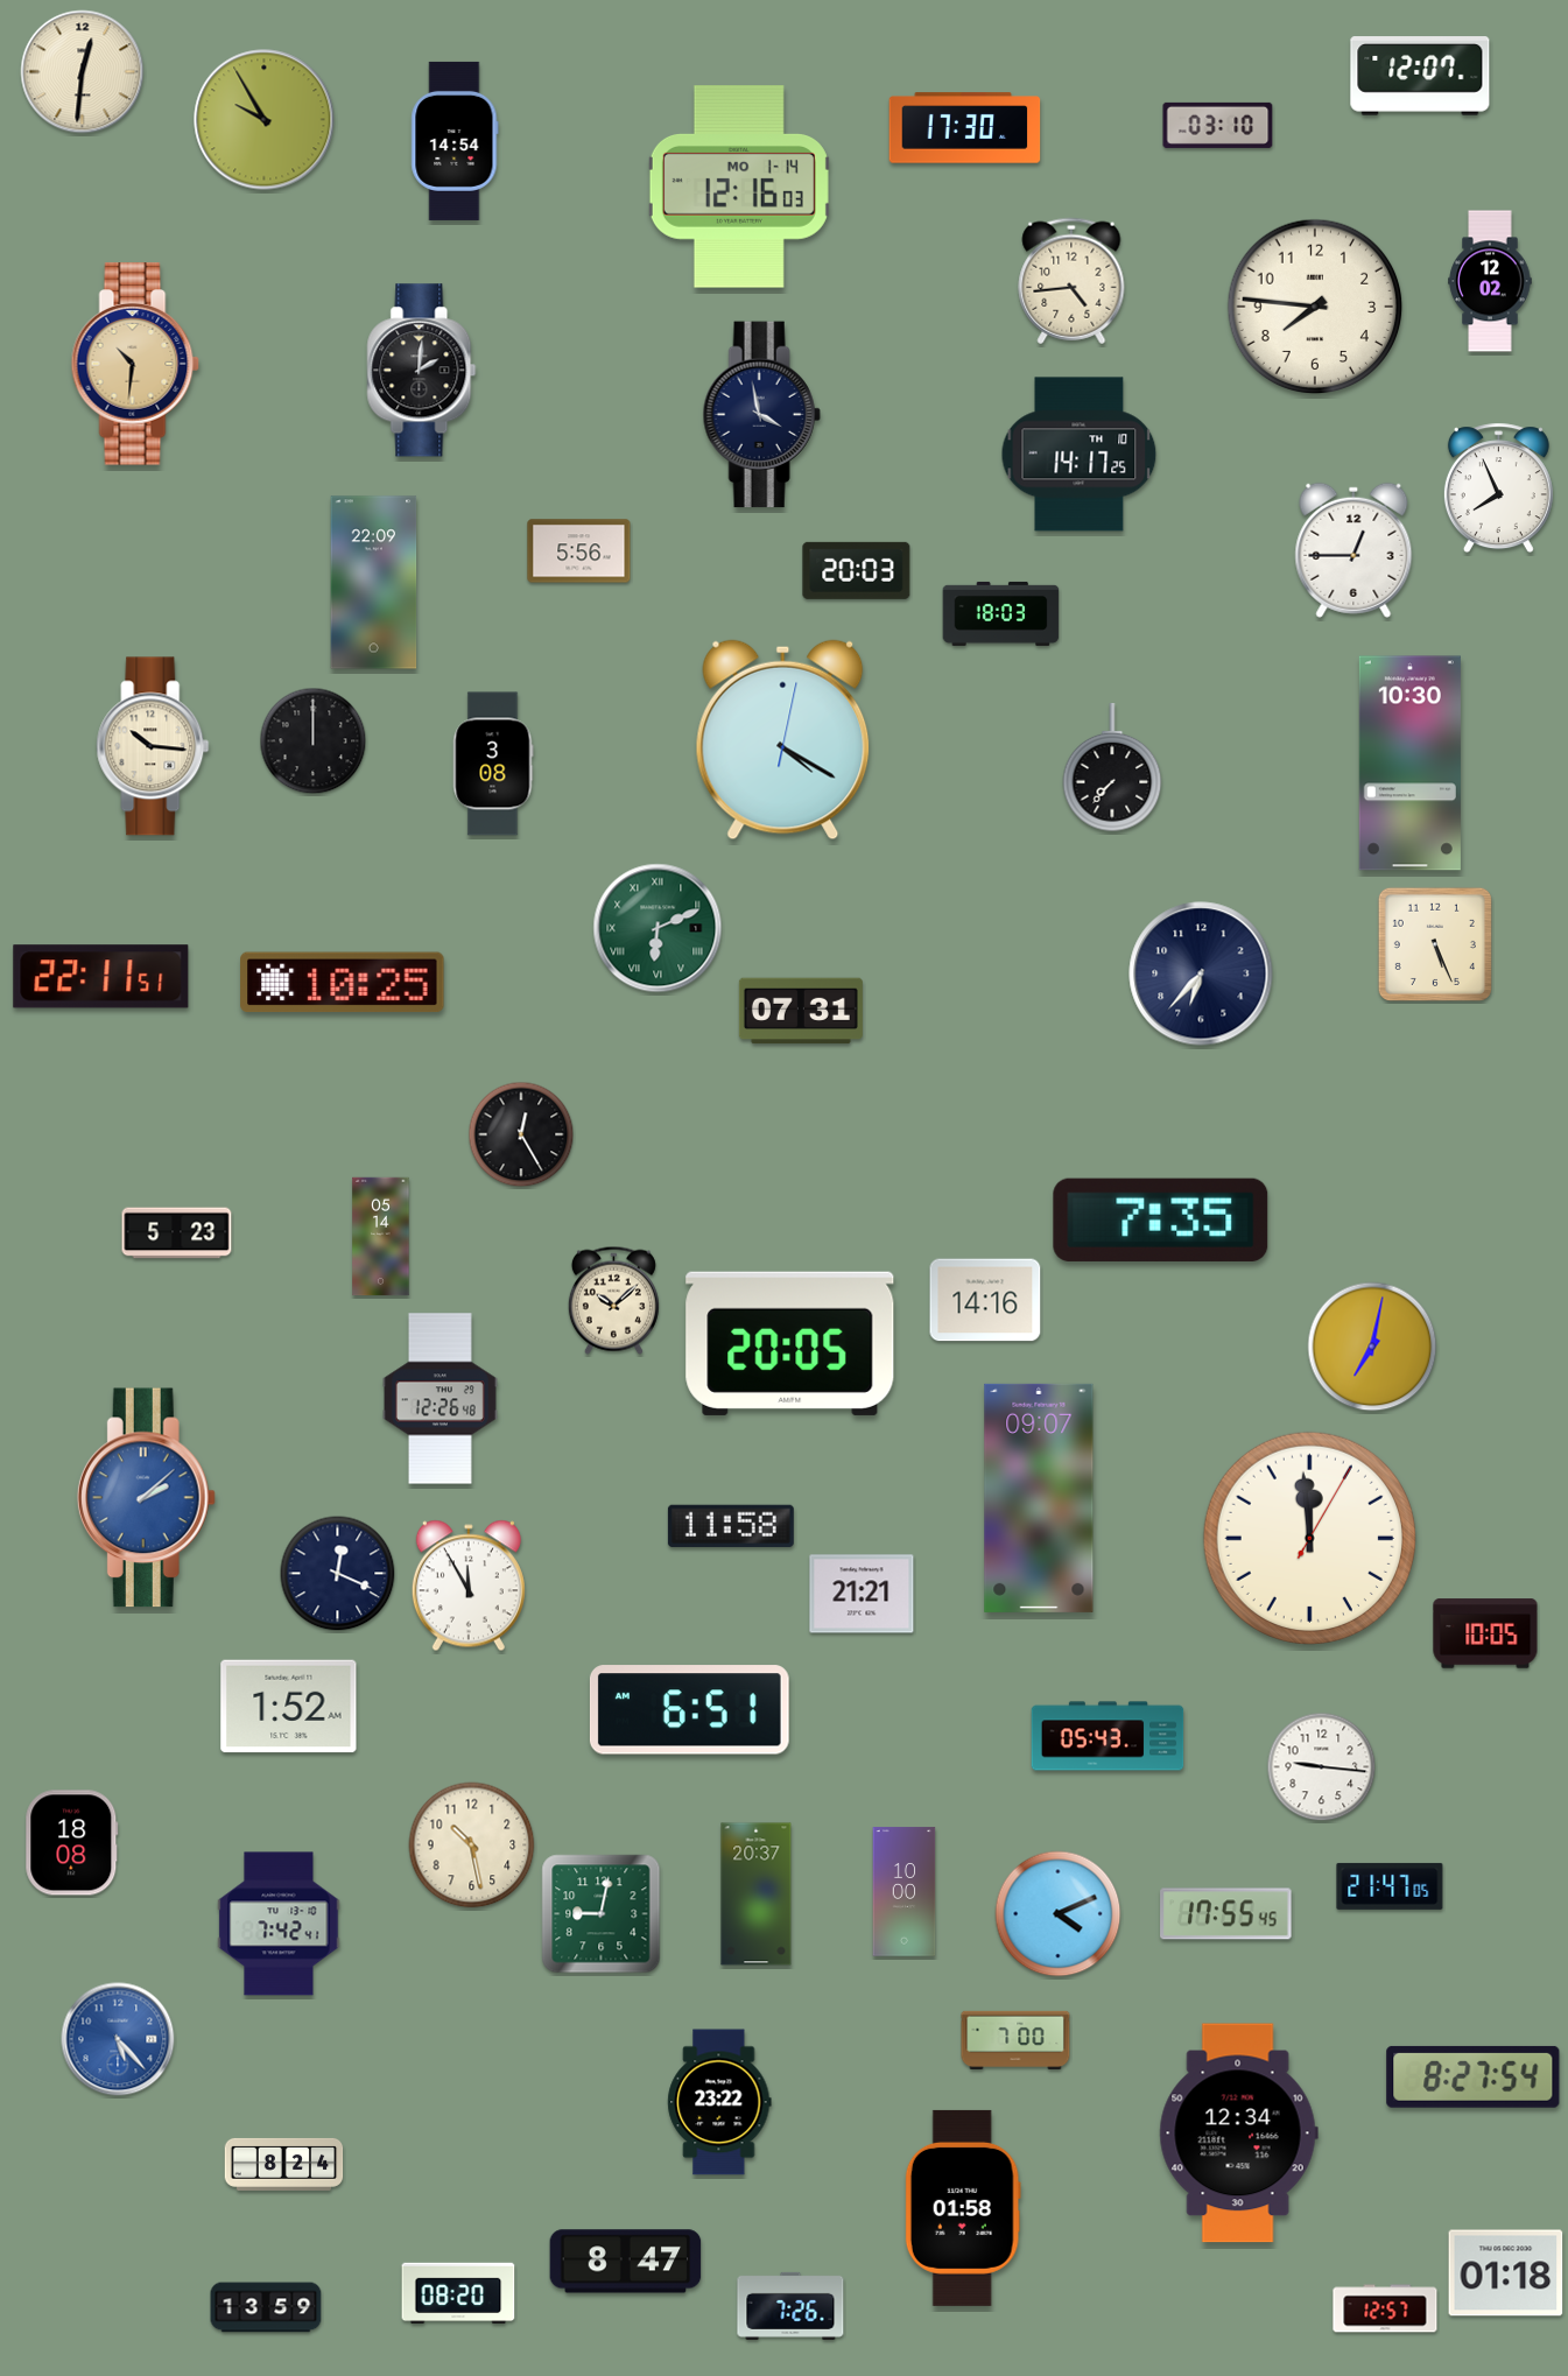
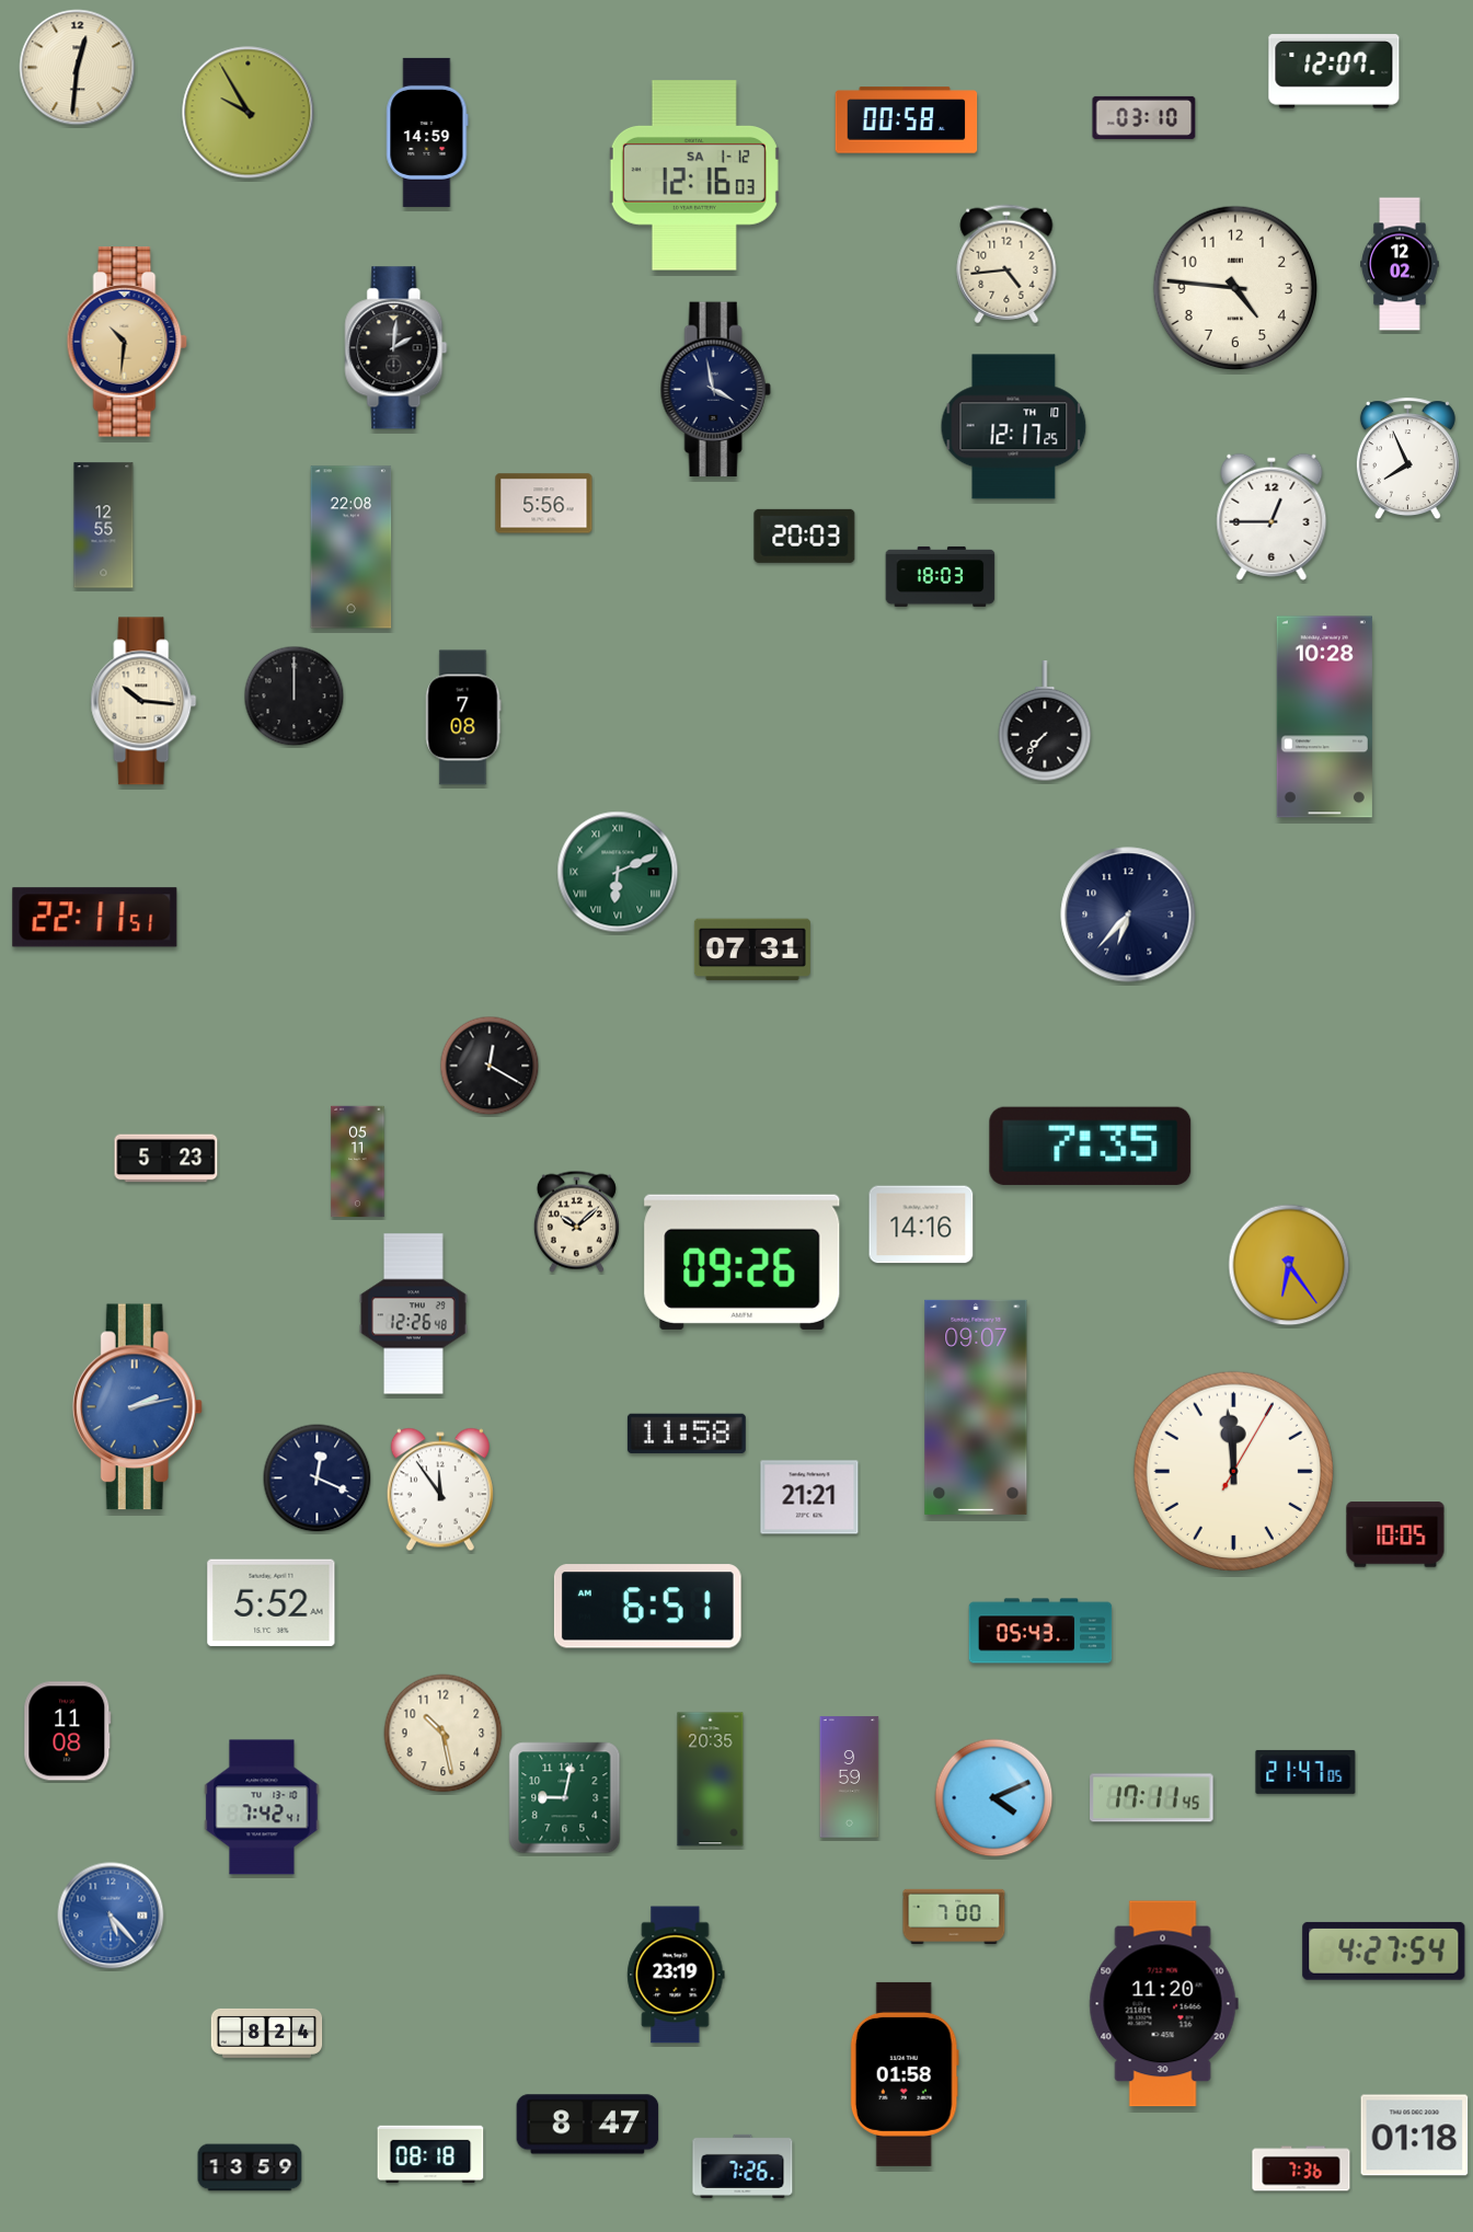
clock at (965, 128): 17:30 -> 00:58
clock at (455, 141): 14:54 -> 14:59
clock at (739, 187) date: MO 1-14 -> SA 1-12
clock at (1315, 307): 7:46 -> 4:46
clock at (1080, 455): 14:17 -> 12:17
clock at (579, 551) position: (579, 551) -> (544, 504)
clock at (104, 526): none -> 12:55
clock at (374, 583): 22:09 -> 22:08
clock at (783, 740): 4:20 -> none
clock at (493, 764): 3:08 -> 7:08
clock at (1409, 764): 10:30 -> 10:28
clock at (1435, 944): 5:26 -> none
clock at (343, 983): 10:25 -> none
clock at (521, 1134): 12:25 -> 12:20
clock at (381, 1237): 05:14 -> 05:11
clock at (985, 1300) position: (985, 1300) -> (921, 1224)
clock at (790, 1343): 20:05 -> 09:26
clock at (1372, 1347): 7:02 -> 6:24
clock at (146, 1498): 2:08 -> 2:13
clock at (1309, 1538) position: (1309, 1538) -> (1233, 1471)
clock at (469, 1586): 11:55 -> 11:54
clock at (289, 1707): 1:52 -> 5:52
clock at (1322, 1767): 9:16 -> none
clock at (72, 1843): 18:08 -> 11:08
clock at (905, 1892): 10:00 -> 9:59
clock at (757, 1895): 20:37 -> 20:35
clock at (1226, 1914): 17:55 -> 17:11
clock at (1474, 2076): 8:27 -> 4:27
clock at (719, 2102): 23:22 -> 23:19
clock at (1238, 2134): 12:34 -> 11:20
clock at (458, 2293): 08:20 -> 08:18
clock at (1385, 2308): 12:57 -> 7:36
